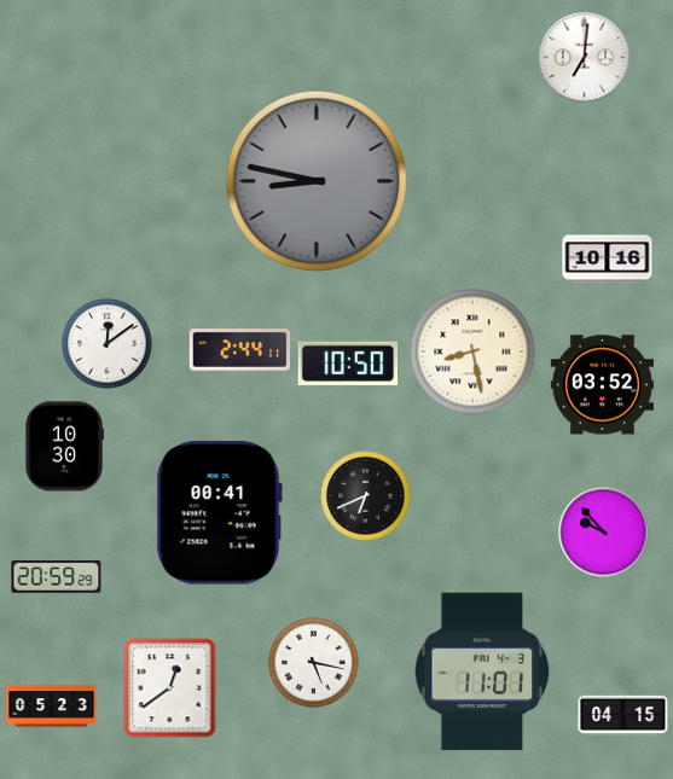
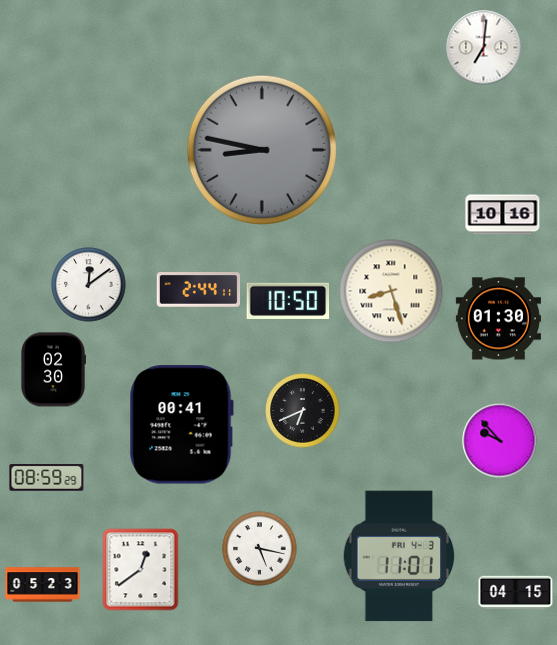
clock at (472, 351): 8:28 -> 8:27
clock at (602, 385): 03:52 -> 01:30
clock at (63, 447): 10:30 -> 02:30
clock at (57, 577): 20:59 -> 08:59
